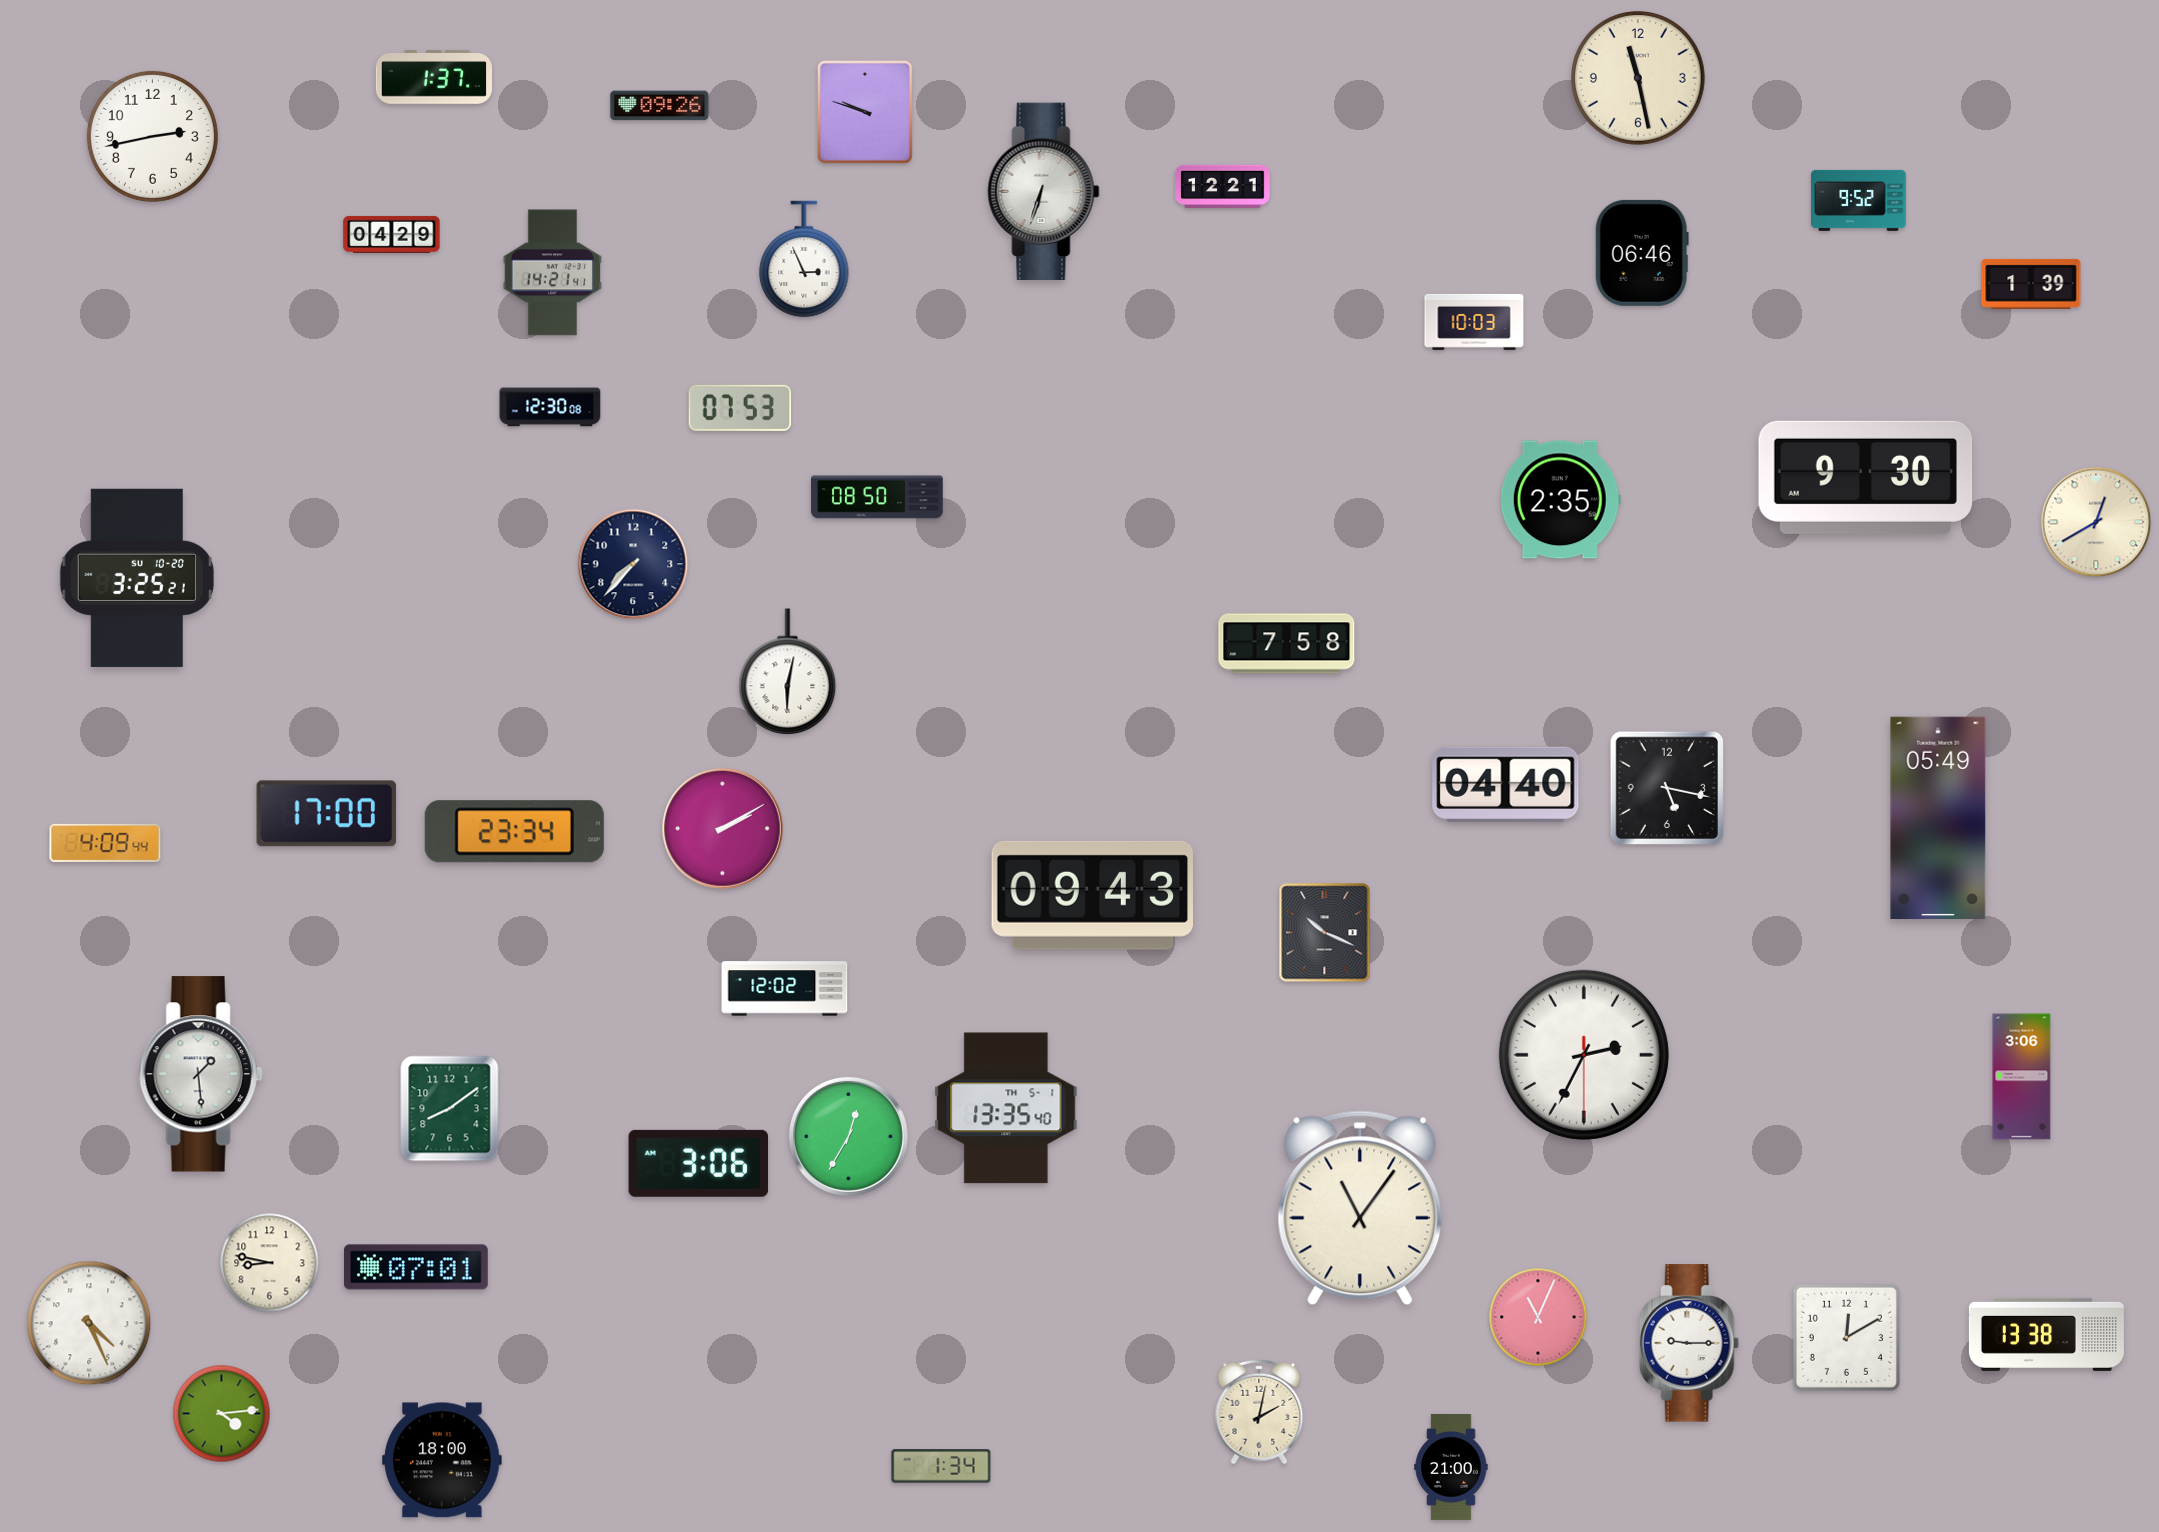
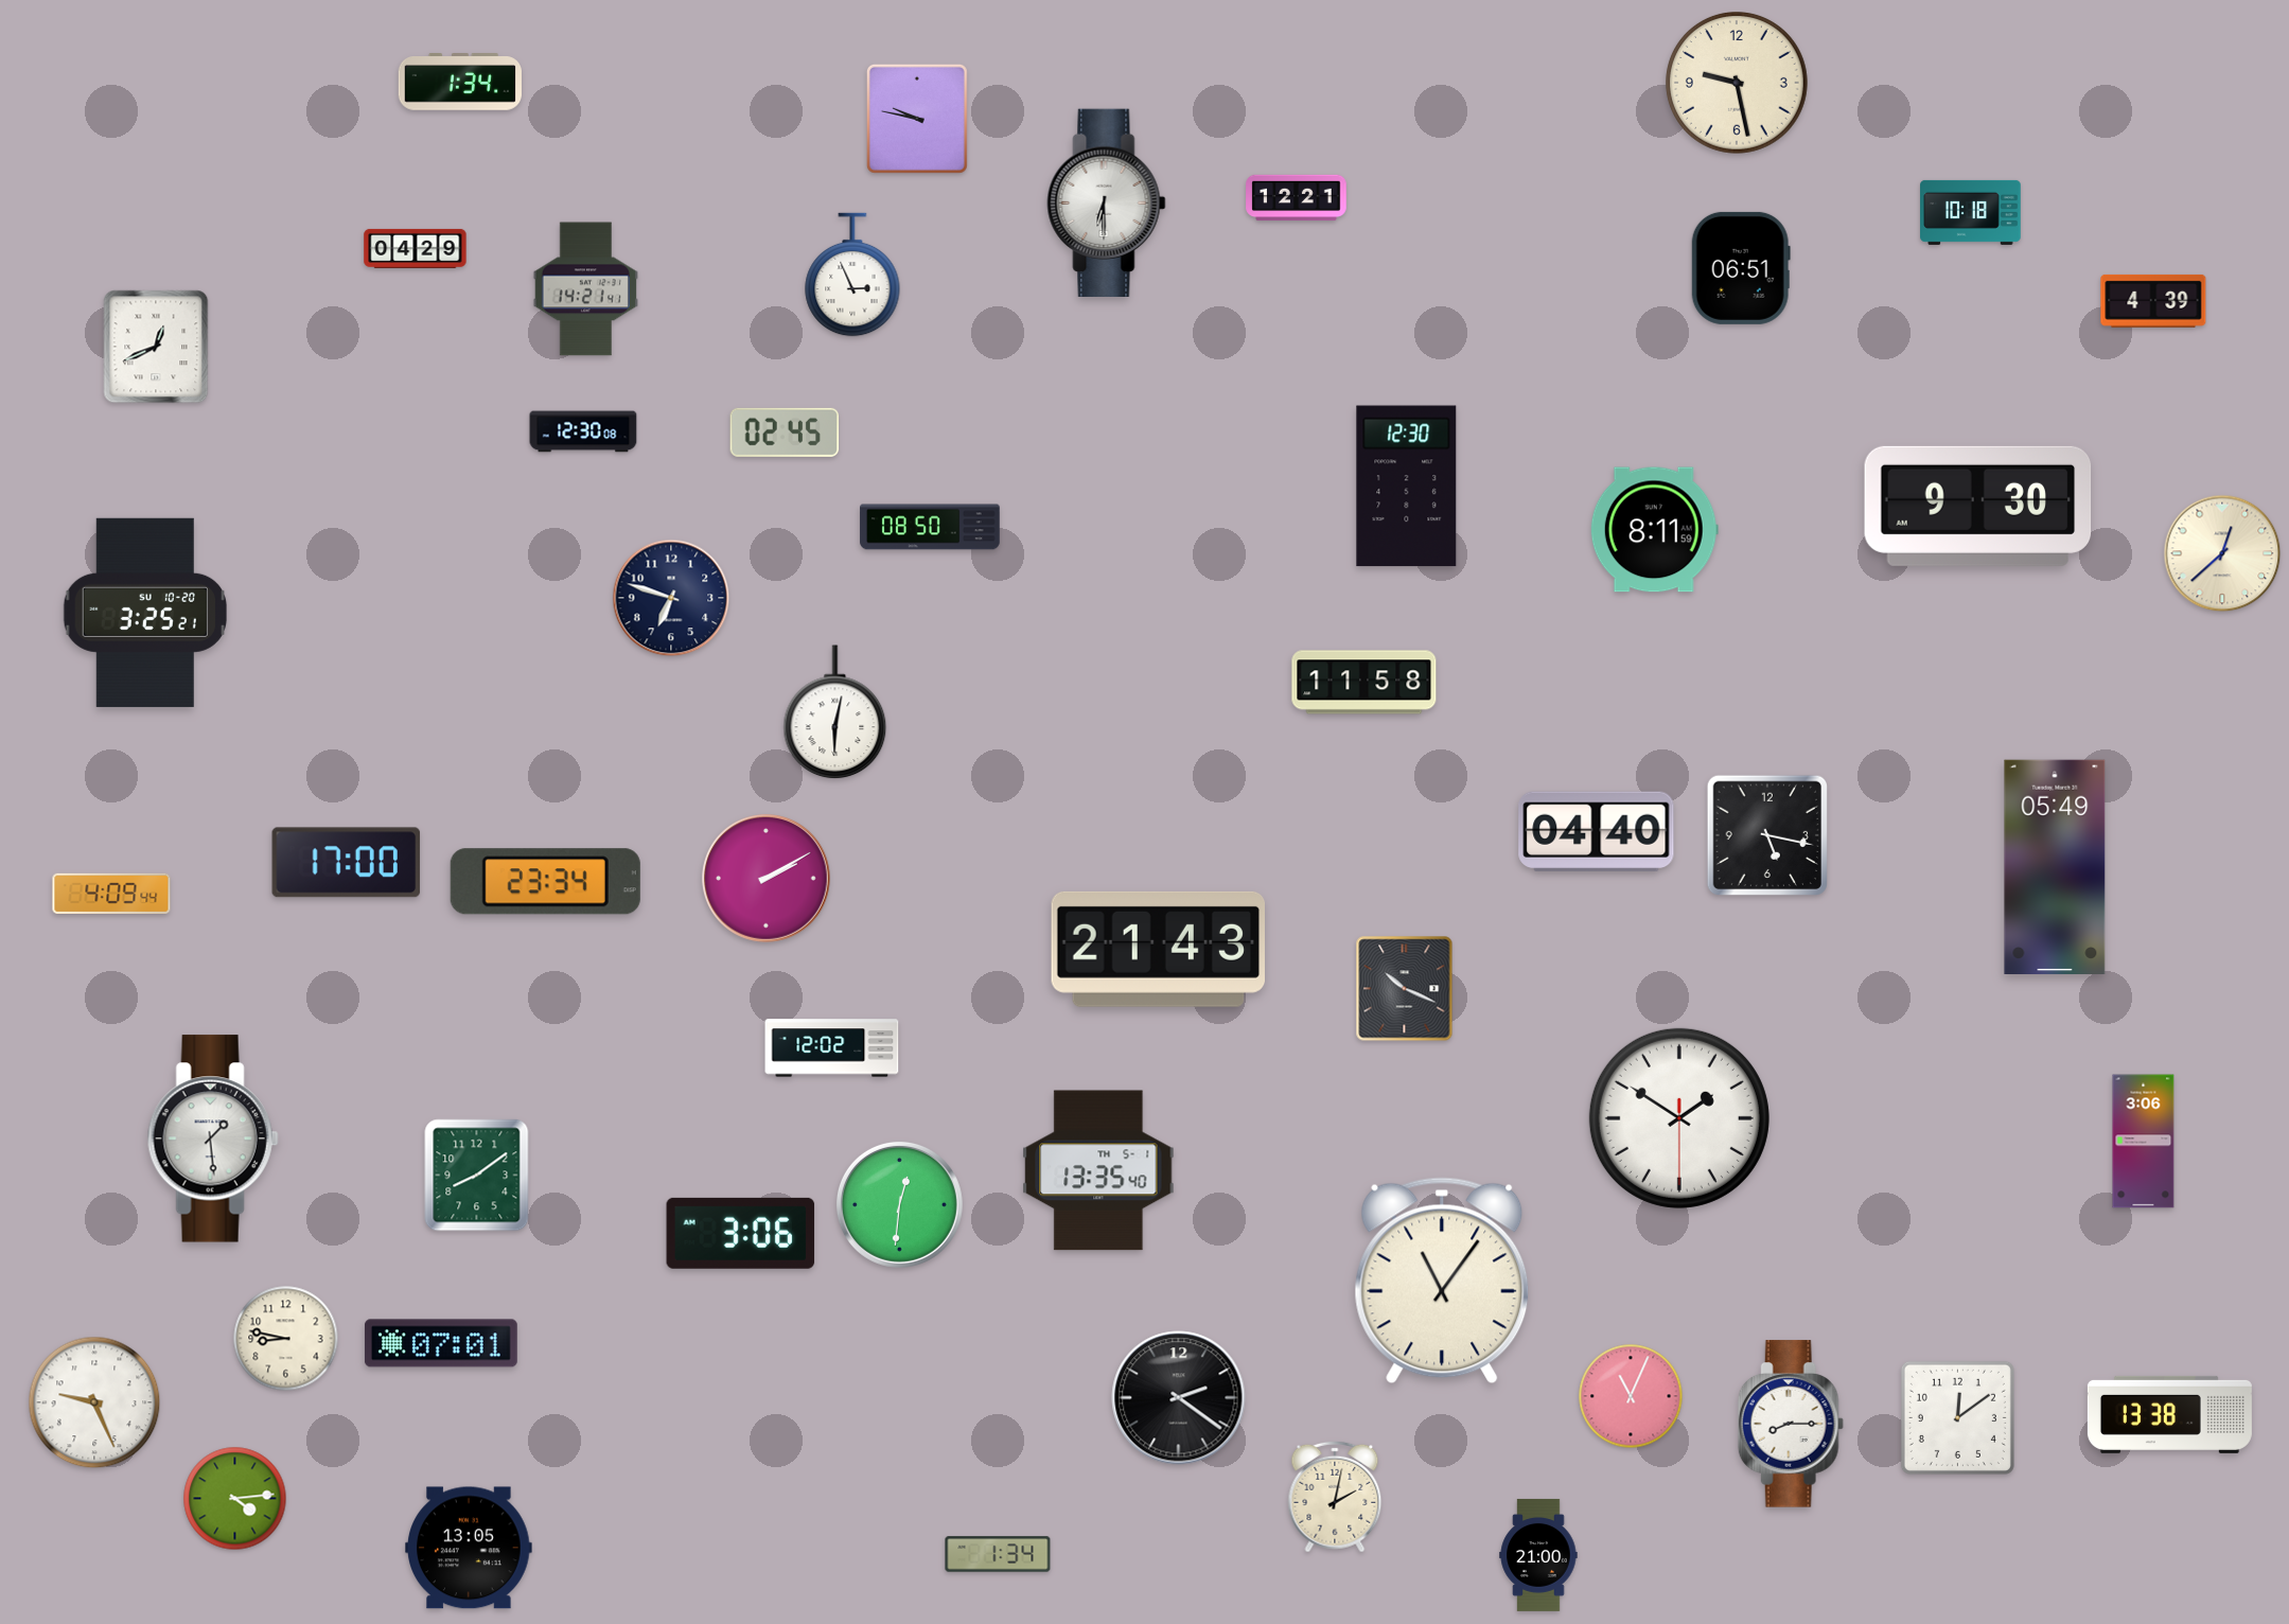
clock at (433, 77): 1:37 -> 1:34
clock at (1639, 79): 11:28 -> 9:28
clock at (660, 106): 09:26 -> none
clock at (865, 112): 9:48 -> 9:47
clock at (152, 136): 2:43 -> none
clock at (1044, 191): 6:33 -> 6:30
clock at (1859, 200): 9:52 -> 10:18
clock at (1642, 253): 06:46 -> 06:51
clock at (2031, 284): 1:39 -> 4:39
clock at (1474, 322): 10:03 -> none
clock at (156, 347): none -> 12:41
clock at (740, 408): 07:53 -> 02:45
clock at (1407, 487): none -> 12:30
clock at (1560, 500): 2:35 -> 8:11
clock at (2096, 522): 12:40 -> 12:38
clock at (633, 564): 7:37 -> 6:48
clock at (1287, 644): 7:58 -> 11:58
clock at (1092, 895): 09:43 -> 21:43
clock at (1584, 1055): 2:34 -> 1:50
clock at (1006, 1108) position: (1006, 1108) -> (1098, 1170)
clock at (848, 1136): 12:35 -> 12:31
clock at (1179, 1398): none -> 2:21
clock at (89, 1323): 4:26 -> 9:26
clock at (1846, 1337): 12:10 -> 12:09
clock at (1689, 1343): 9:15 -> 8:15
clock at (442, 1460): 18:00 -> 13:05
